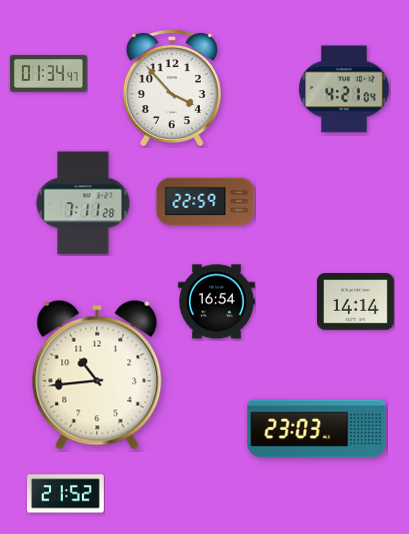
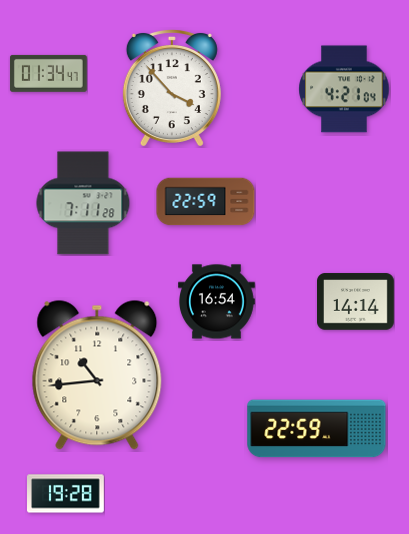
clock at (317, 429): 23:03 -> 22:59
clock at (66, 494): 21:52 -> 19:28
